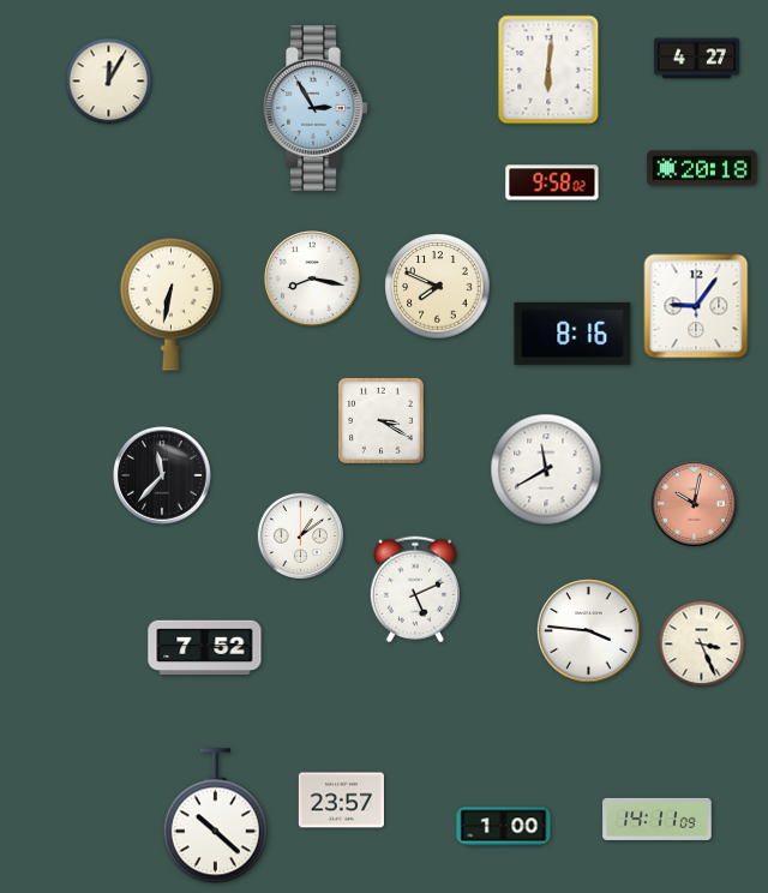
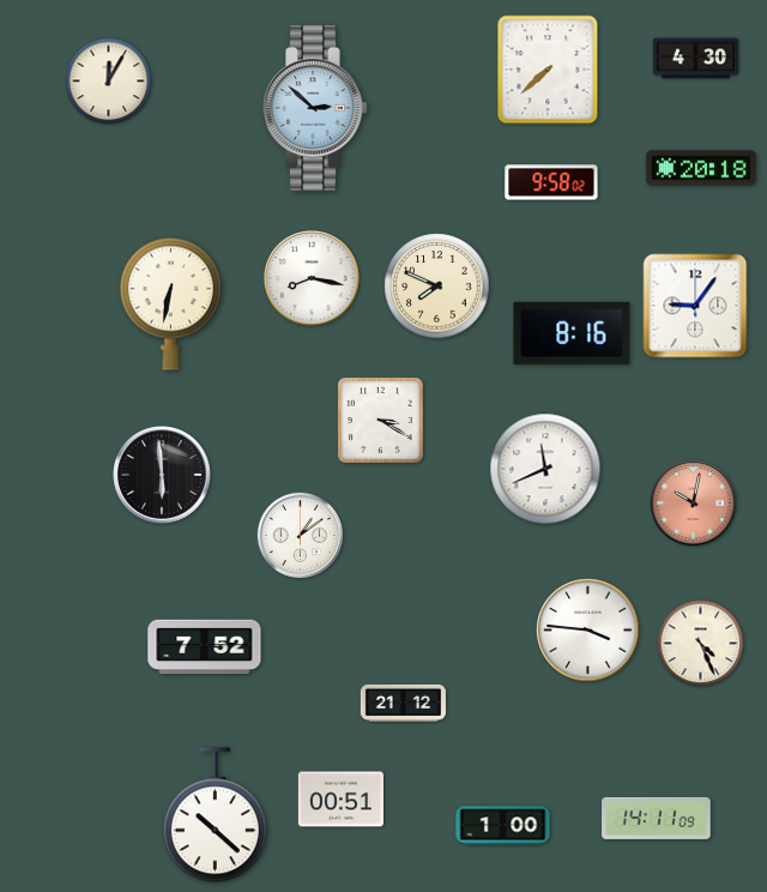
clock at (696, 59): 4:27 -> 4:30
clock at (548, 70): 6:01 -> 7:38
clock at (316, 108): 2:55 -> 2:52
clock at (546, 469): 11:40 -> 11:41
clock at (162, 475): 11:37 -> 5:59
clock at (415, 589): 5:11 -> none
clock at (702, 645): 3:26 -> 4:26
clock at (403, 703): none -> 21:12
clock at (341, 801): 23:57 -> 00:51
